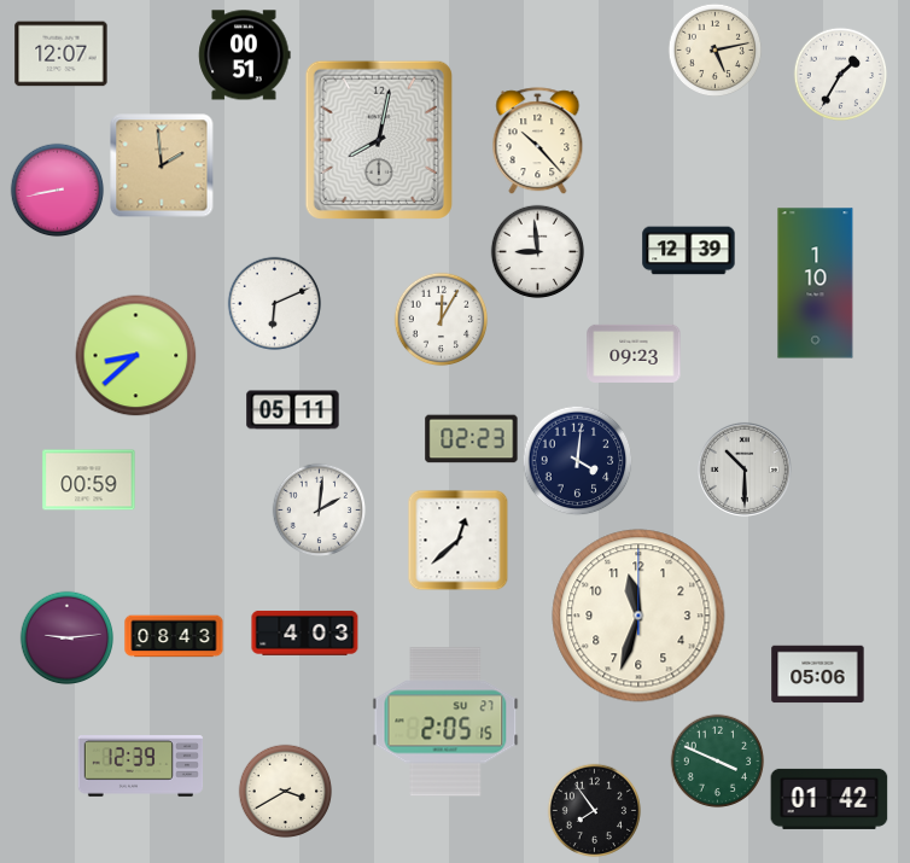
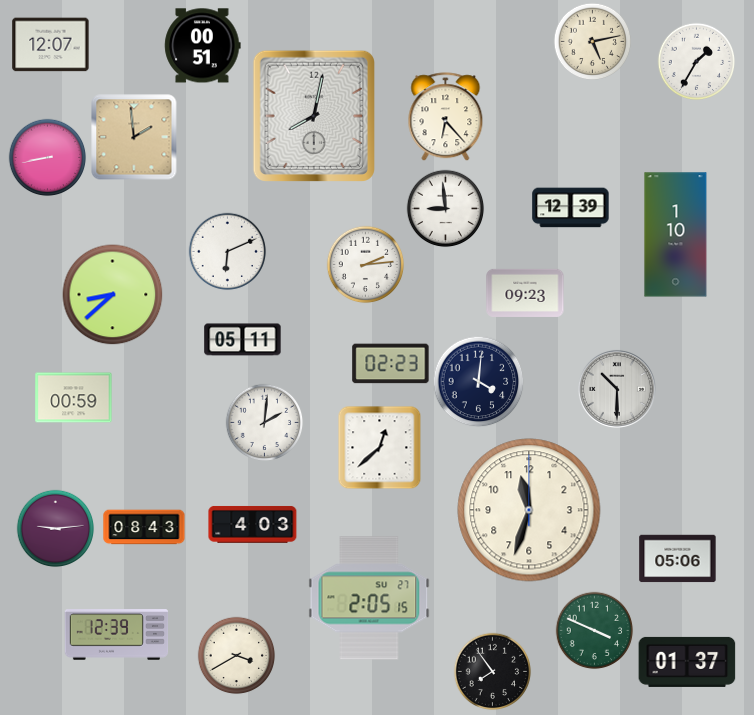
clock at (538, 141): 10:23 -> 6:23
clock at (441, 319): 12:05 -> 2:14
clock at (829, 799): 01:42 -> 01:37
